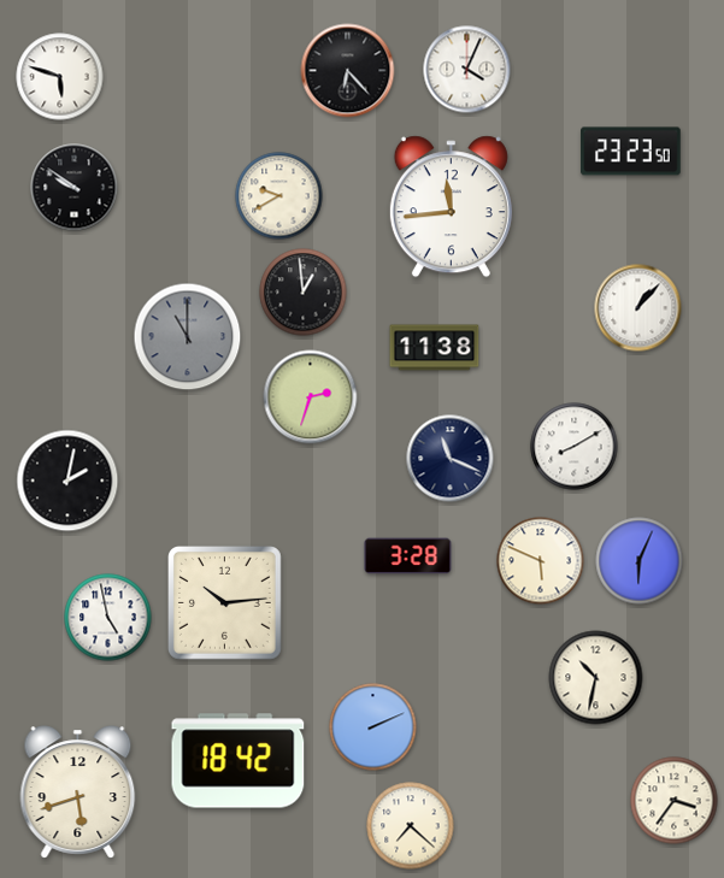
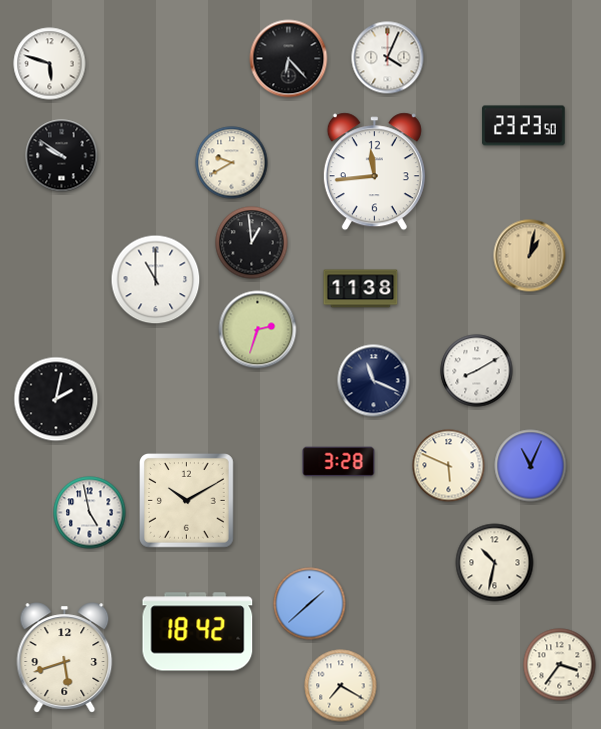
clock at (638, 308): 1:07 -> 1:02
clock at (638, 308) dial: white -> champagne
clock at (188, 337) dial: grey -> white
clock at (640, 561): 6:04 -> 11:04
clock at (225, 603): 10:14 -> 10:10
clock at (373, 727): 2:11 -> 1:38
clock at (411, 826): 7:22 -> 7:20
